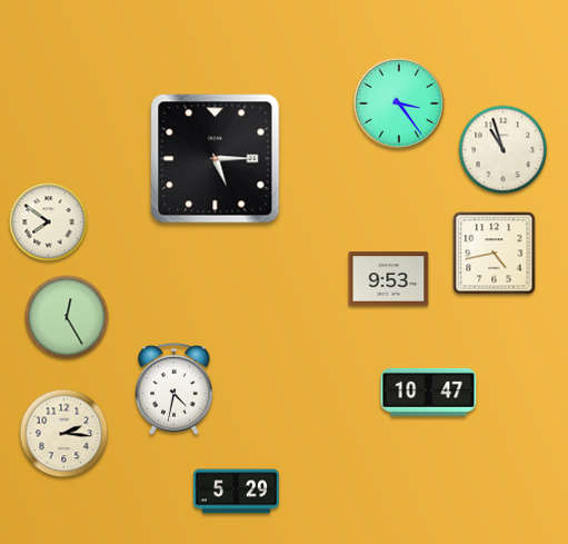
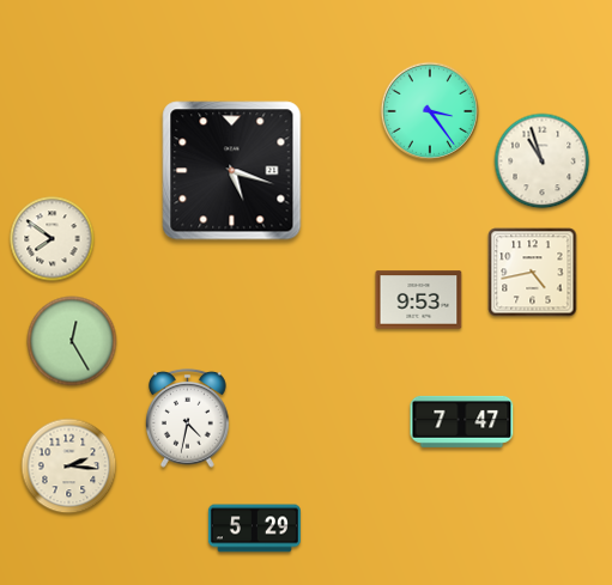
clock at (216, 159): 5:15 -> 5:18
clock at (429, 392): 10:47 -> 7:47
